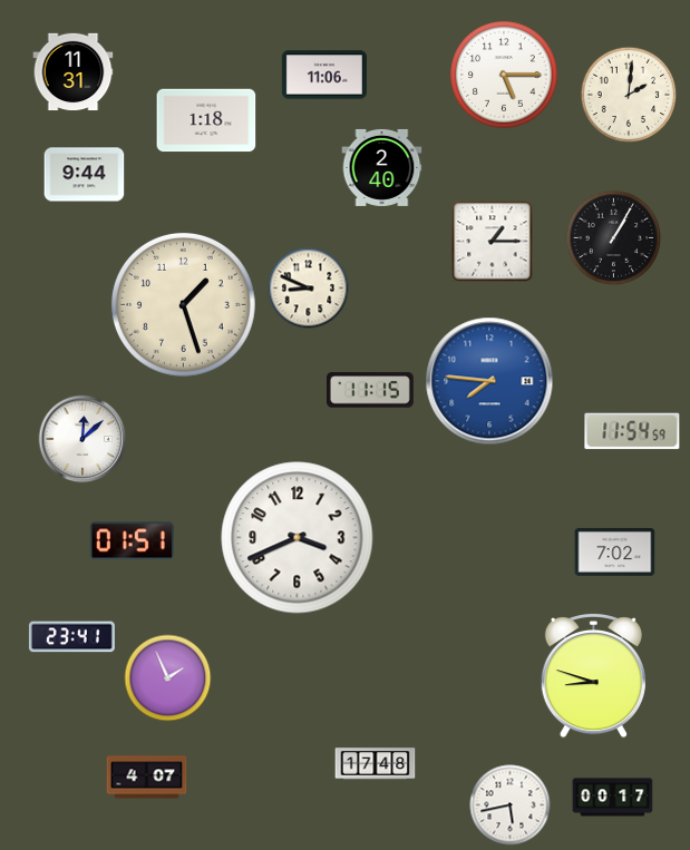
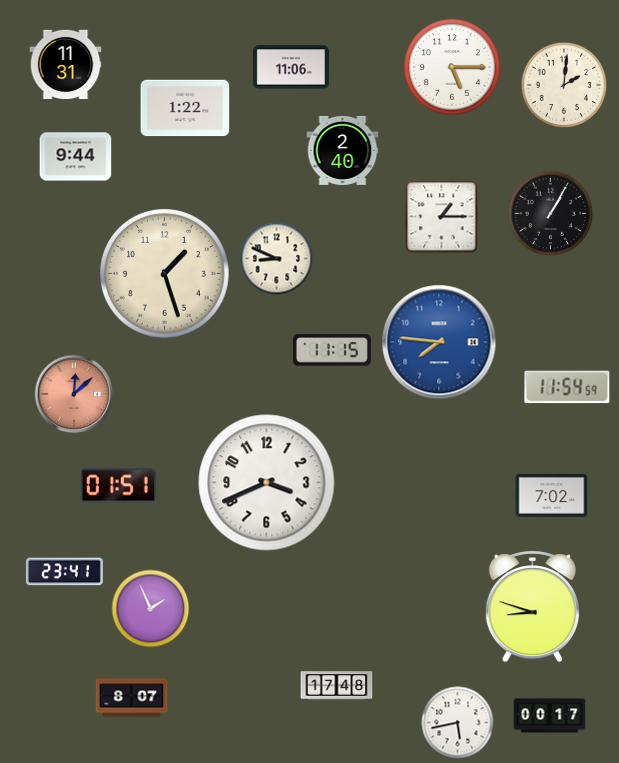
clock at (206, 120): 1:18 -> 1:22
clock at (82, 439) dial: white -> salmon
clock at (147, 778): 4:07 -> 8:07
